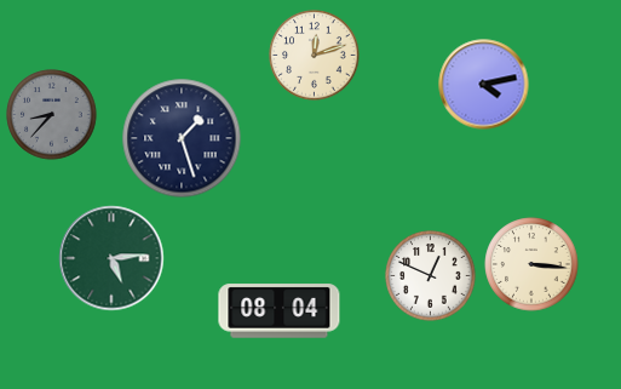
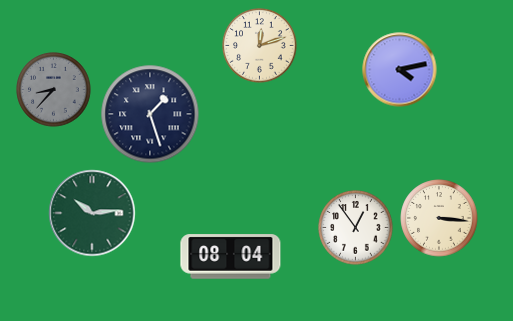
clock at (52, 115) position: (52, 115) -> (54, 90)
clock at (111, 258): 5:14 -> 10:14
clock at (431, 276): 12:49 -> 12:54
